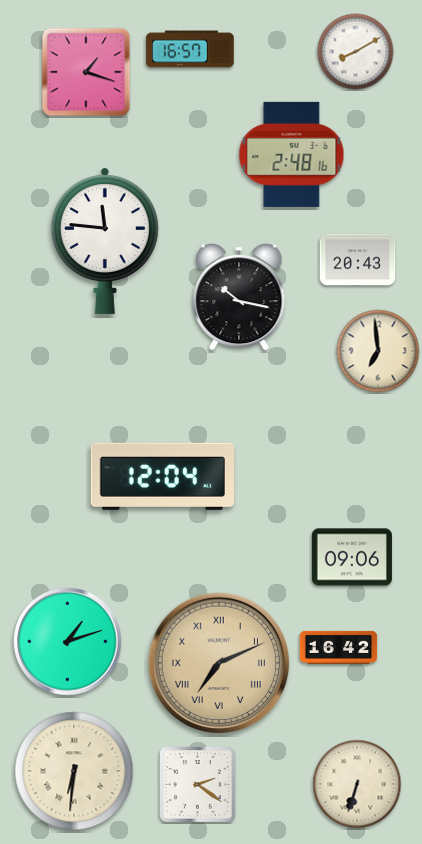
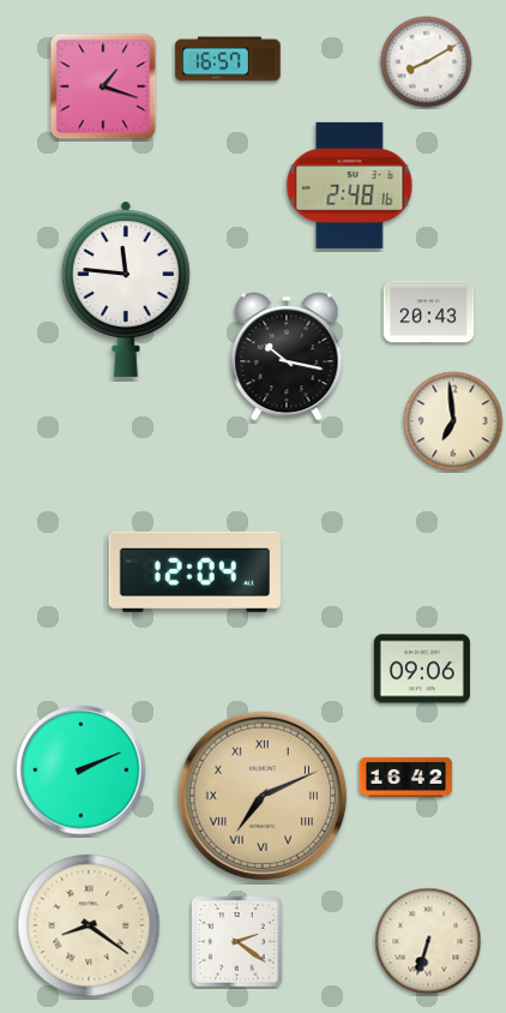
clock at (68, 642): 1:12 -> 2:11
clock at (74, 771): 6:31 -> 8:21
